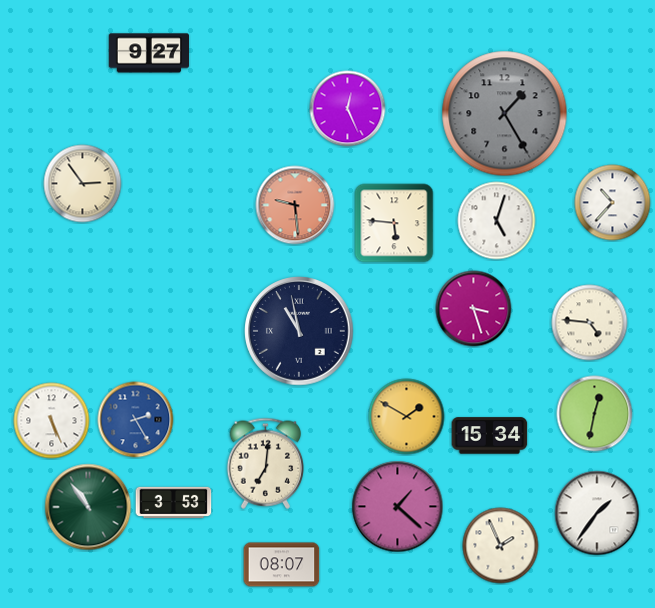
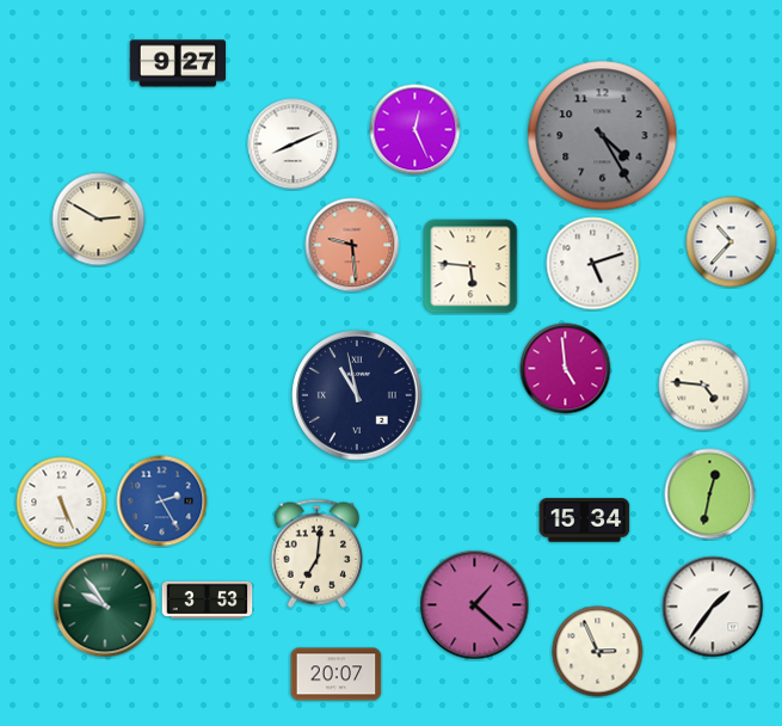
clock at (505, 114): 1:25 -> 4:25
clock at (294, 144): none -> 8:11
clock at (83, 184): 2:54 -> 2:50
clock at (497, 221): 5:03 -> 5:12
clock at (474, 309): 3:27 -> 4:59
clock at (407, 417): 1:50 -> none
clock at (88, 507): 10:54 -> 9:54
clock at (597, 513) position: (597, 513) -> (713, 607)
clock at (501, 546): 1:56 -> 2:56
clock at (282, 565): 08:07 -> 20:07
